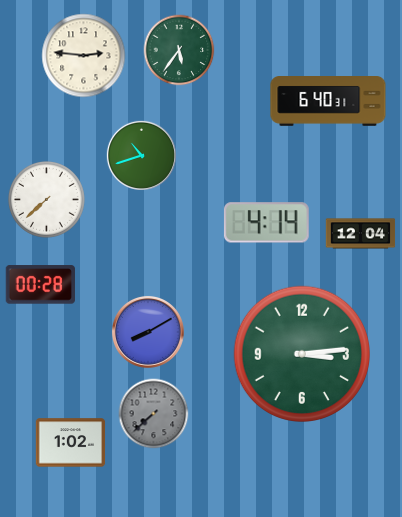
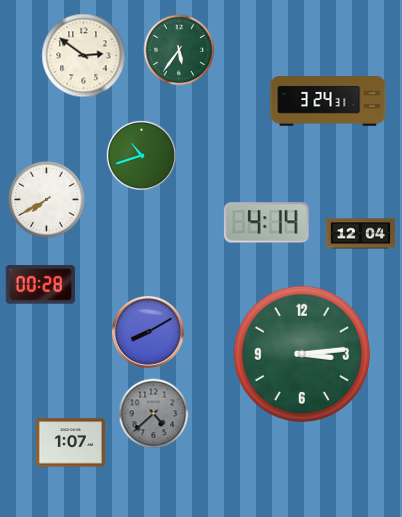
clock at (84, 56): 2:46 -> 2:51
clock at (328, 102): 6:40 -> 3:24
clock at (46, 199): 7:38 -> 7:40
clock at (154, 414): 7:38 -> 4:38
clock at (71, 443): 1:02 -> 1:07
